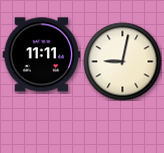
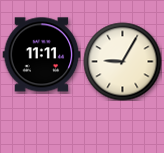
clock at (122, 61): 9:02 -> 9:05
